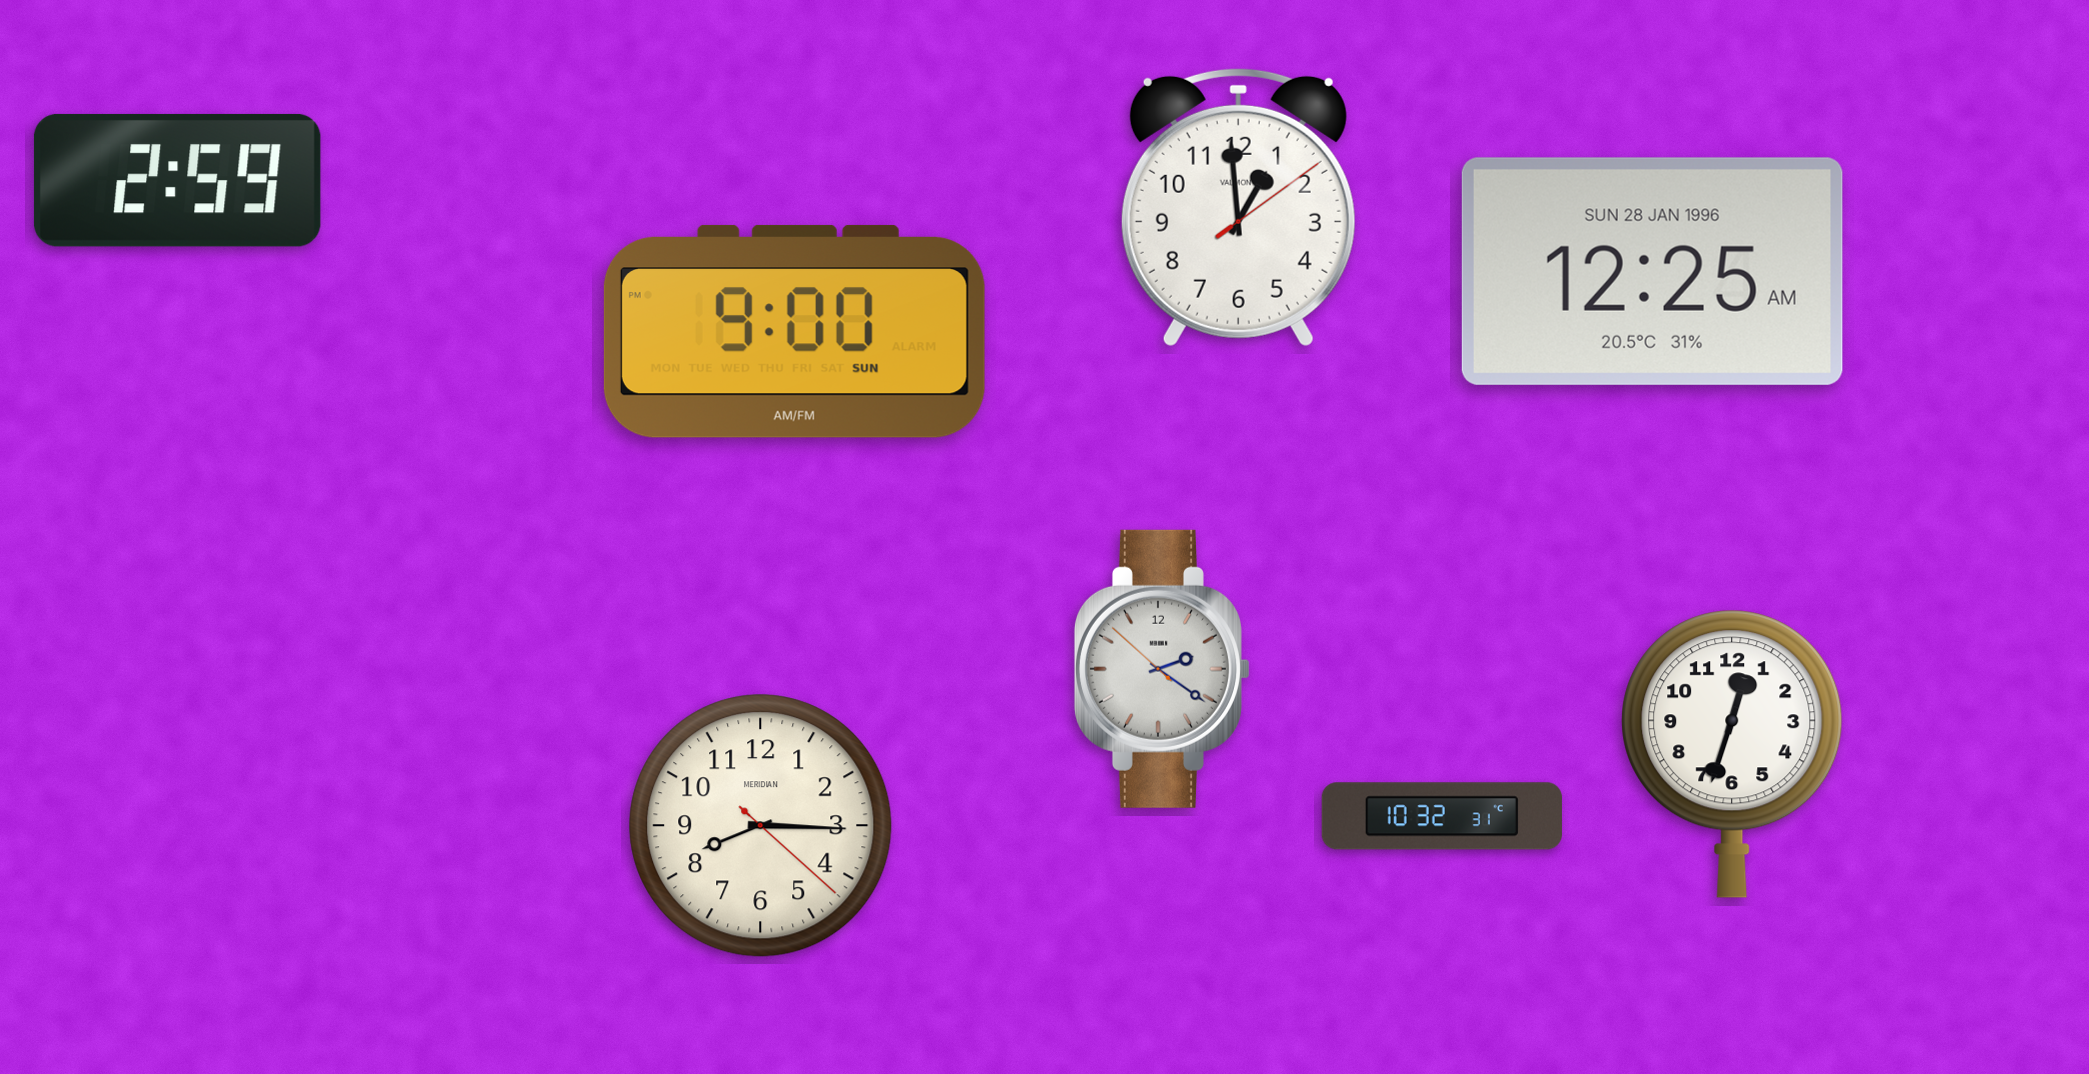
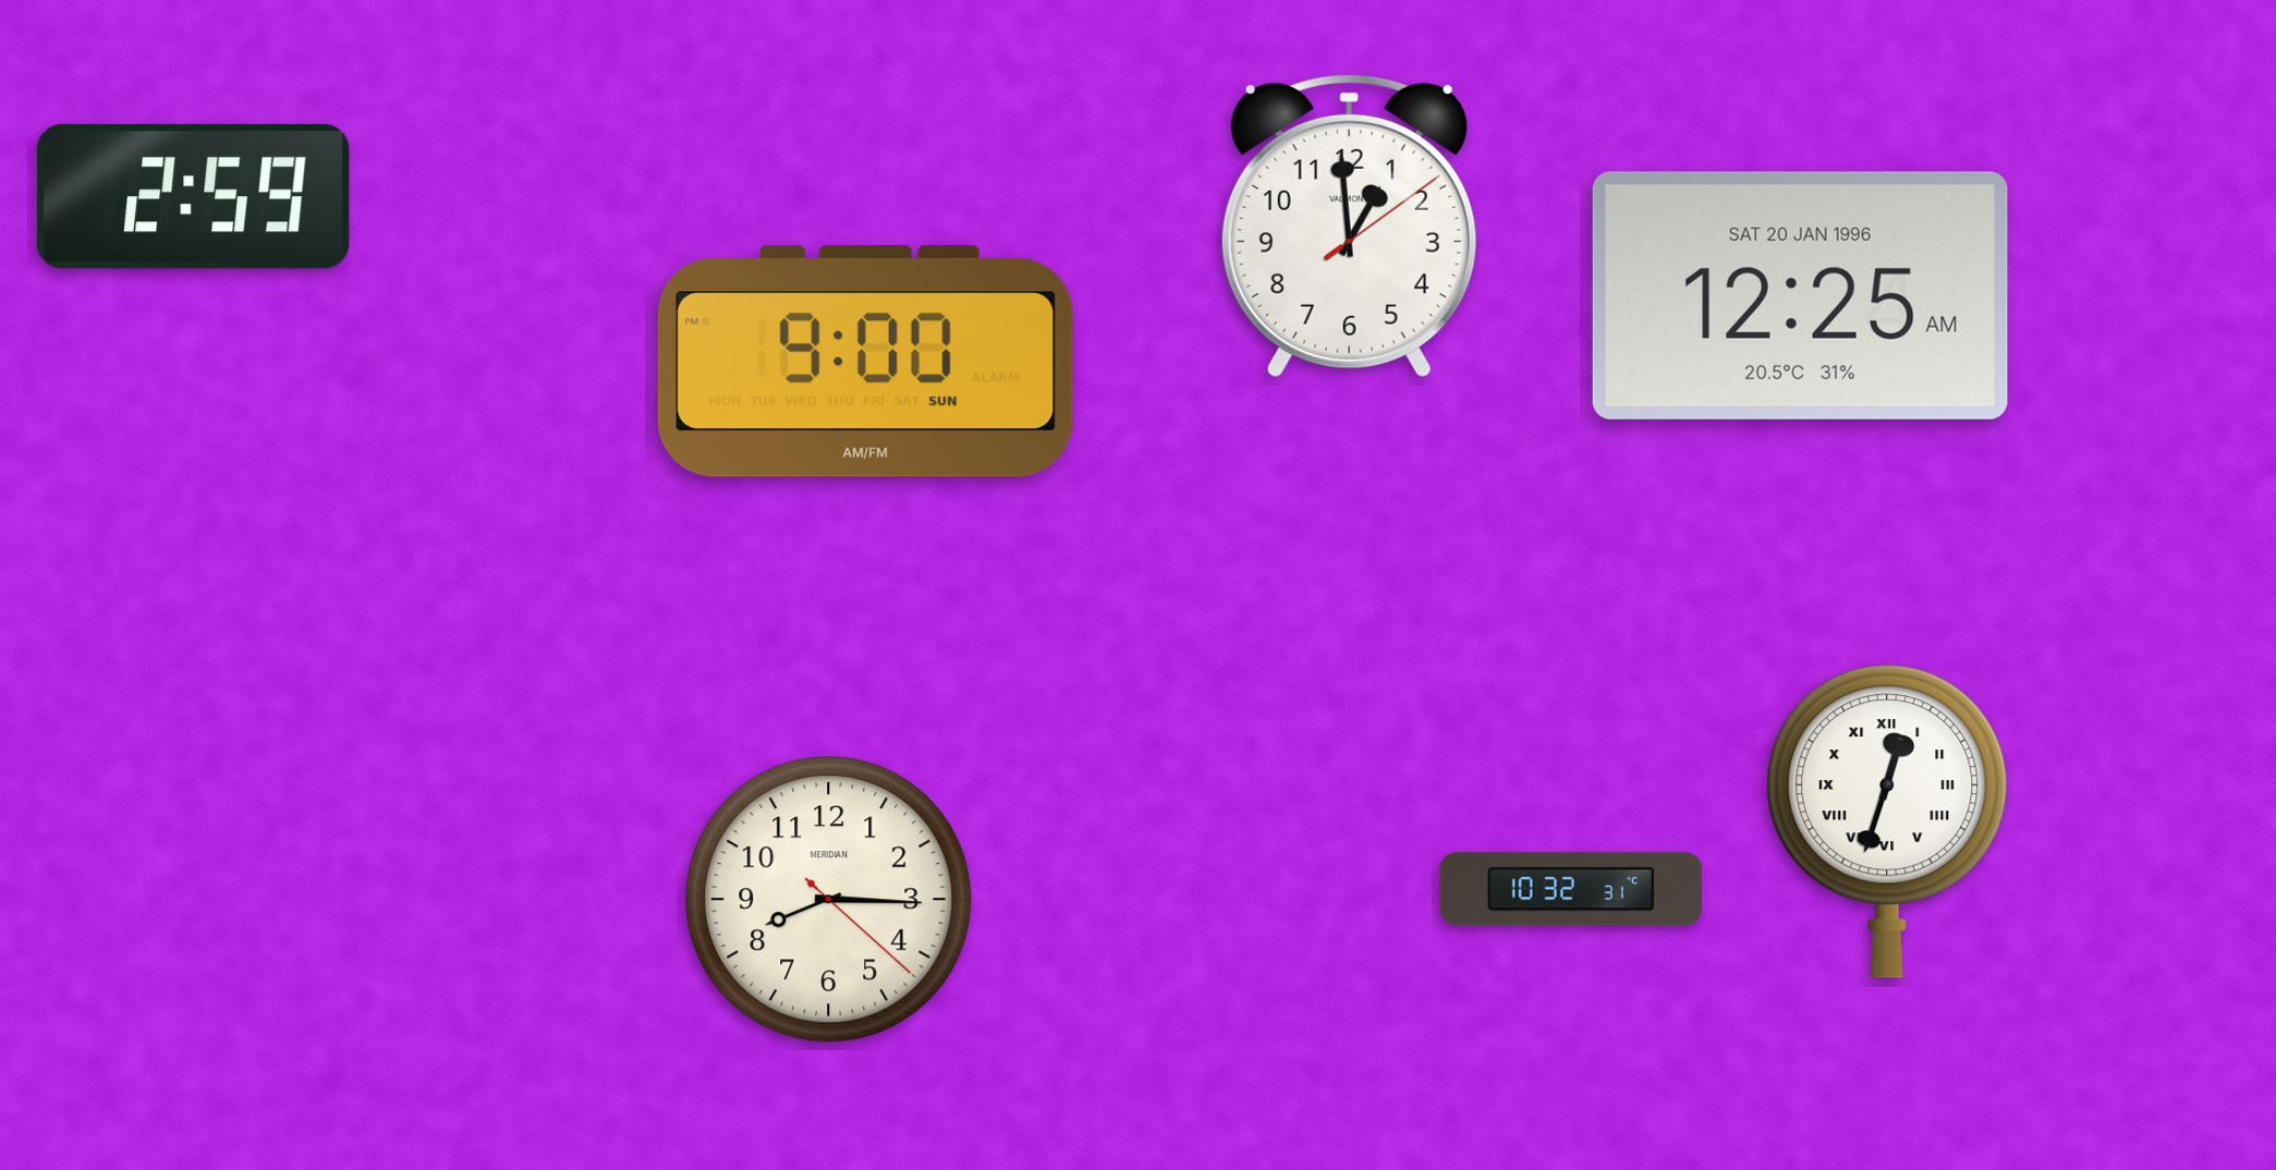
clock at (1652, 271) date: SUN 28 JAN 1996 -> SAT 20 JAN 1996
clock at (1162, 669): 2:20 -> none
clock at (1732, 754) numerals: Arabic -> Roman
